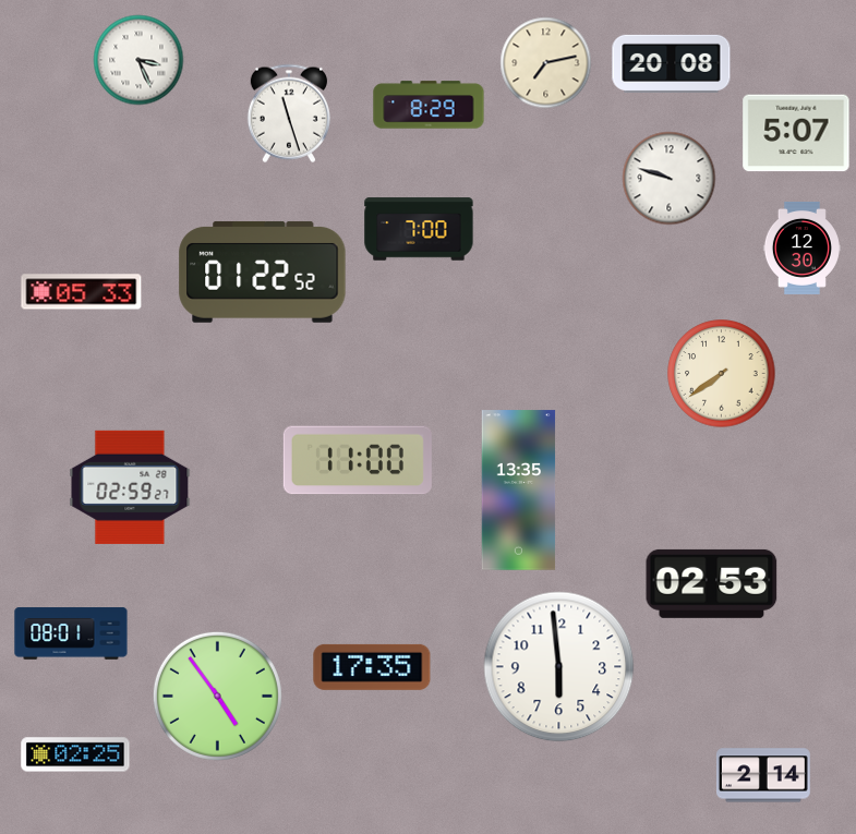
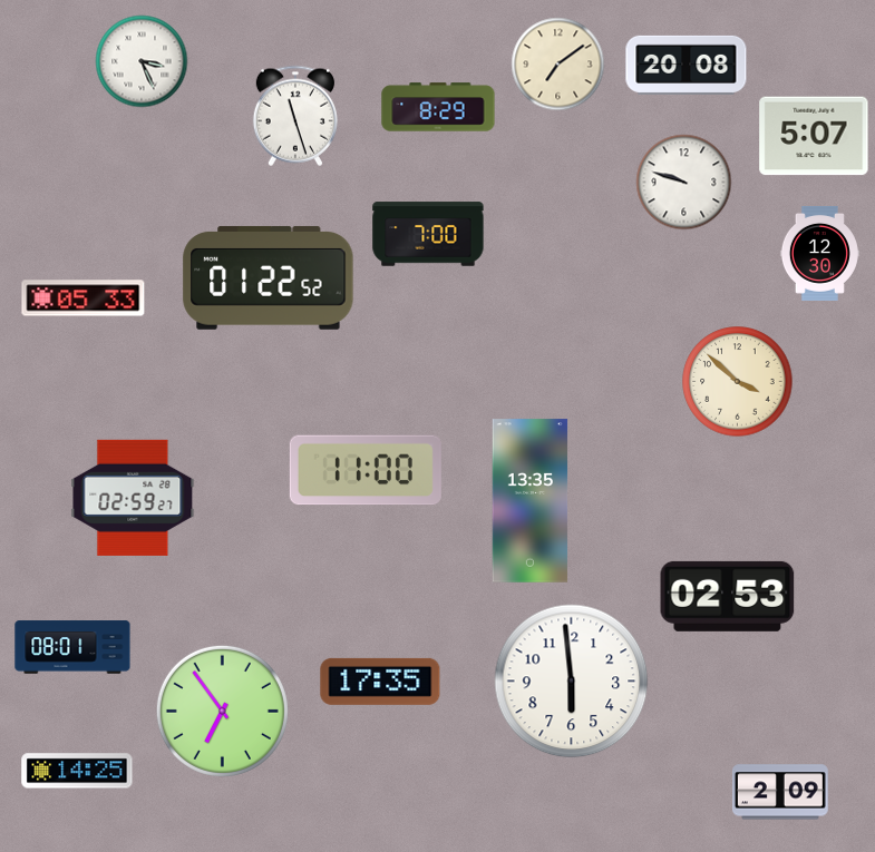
clock at (545, 62): 7:13 -> 7:09
clock at (722, 374): 7:39 -> 3:52
clock at (217, 696): 4:54 -> 6:54
clock at (75, 754): 02:25 -> 14:25
clock at (763, 775): 2:14 -> 2:09
